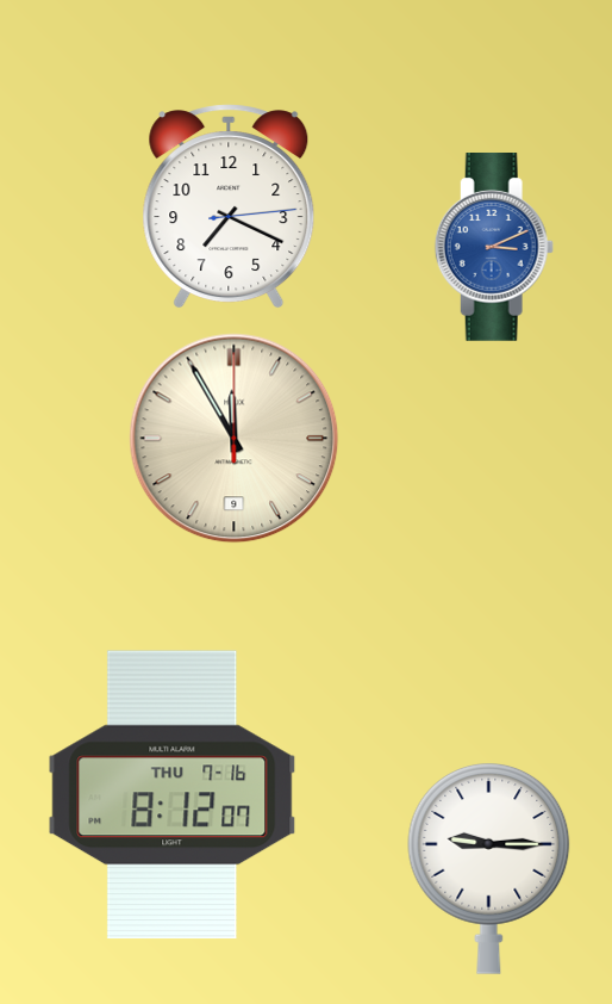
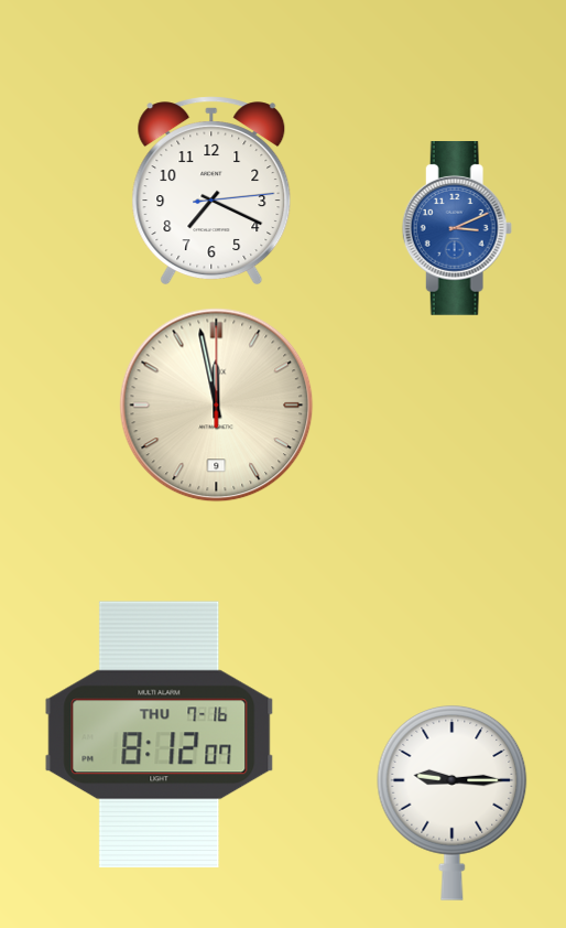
clock at (235, 439): 11:55 -> 11:58
